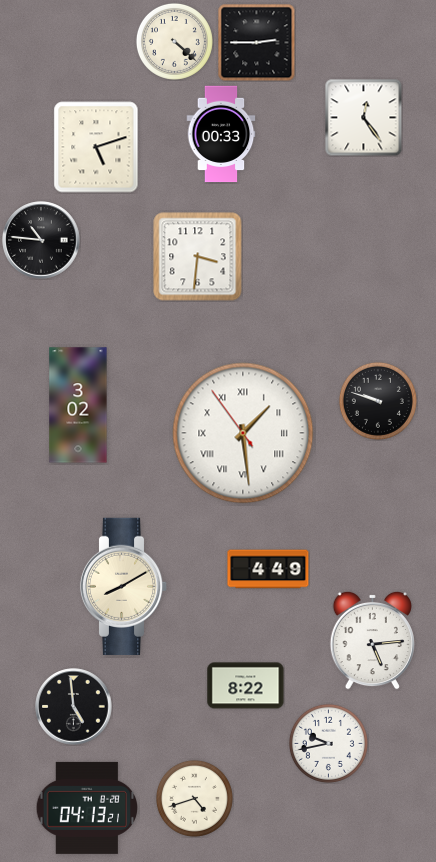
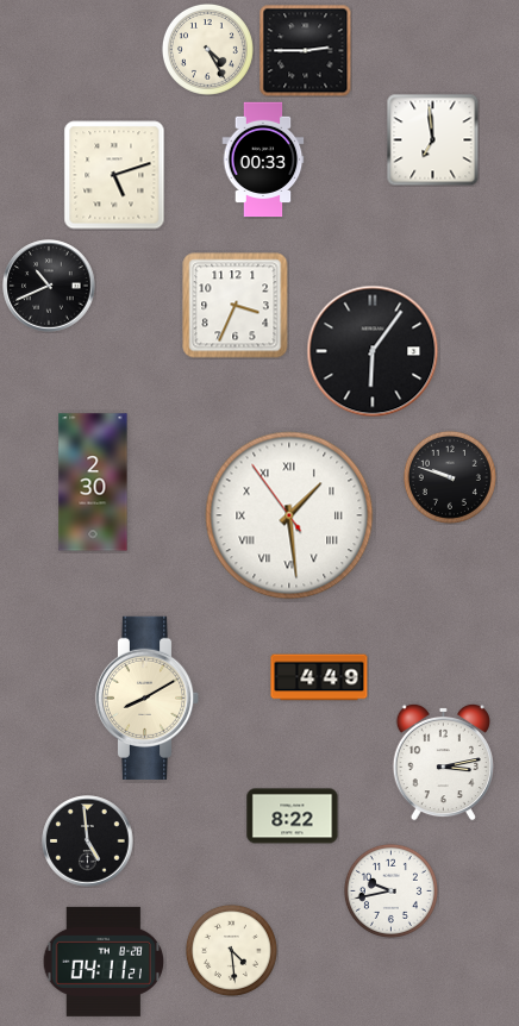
clock at (174, 41): 4:22 -> 4:25
clock at (363, 117): 12:24 -> 6:59
clock at (41, 240): 10:46 -> 10:41
clock at (198, 257): 3:31 -> 3:34
clock at (373, 351): none -> 6:06
clock at (78, 405): 3:02 -> 2:30
clock at (372, 640): 5:14 -> 3:13
clock at (328, 743) position: (328, 743) -> (390, 890)
clock at (194, 798): 4:42 -> 4:29
clock at (87, 808): 04:13 -> 04:11
